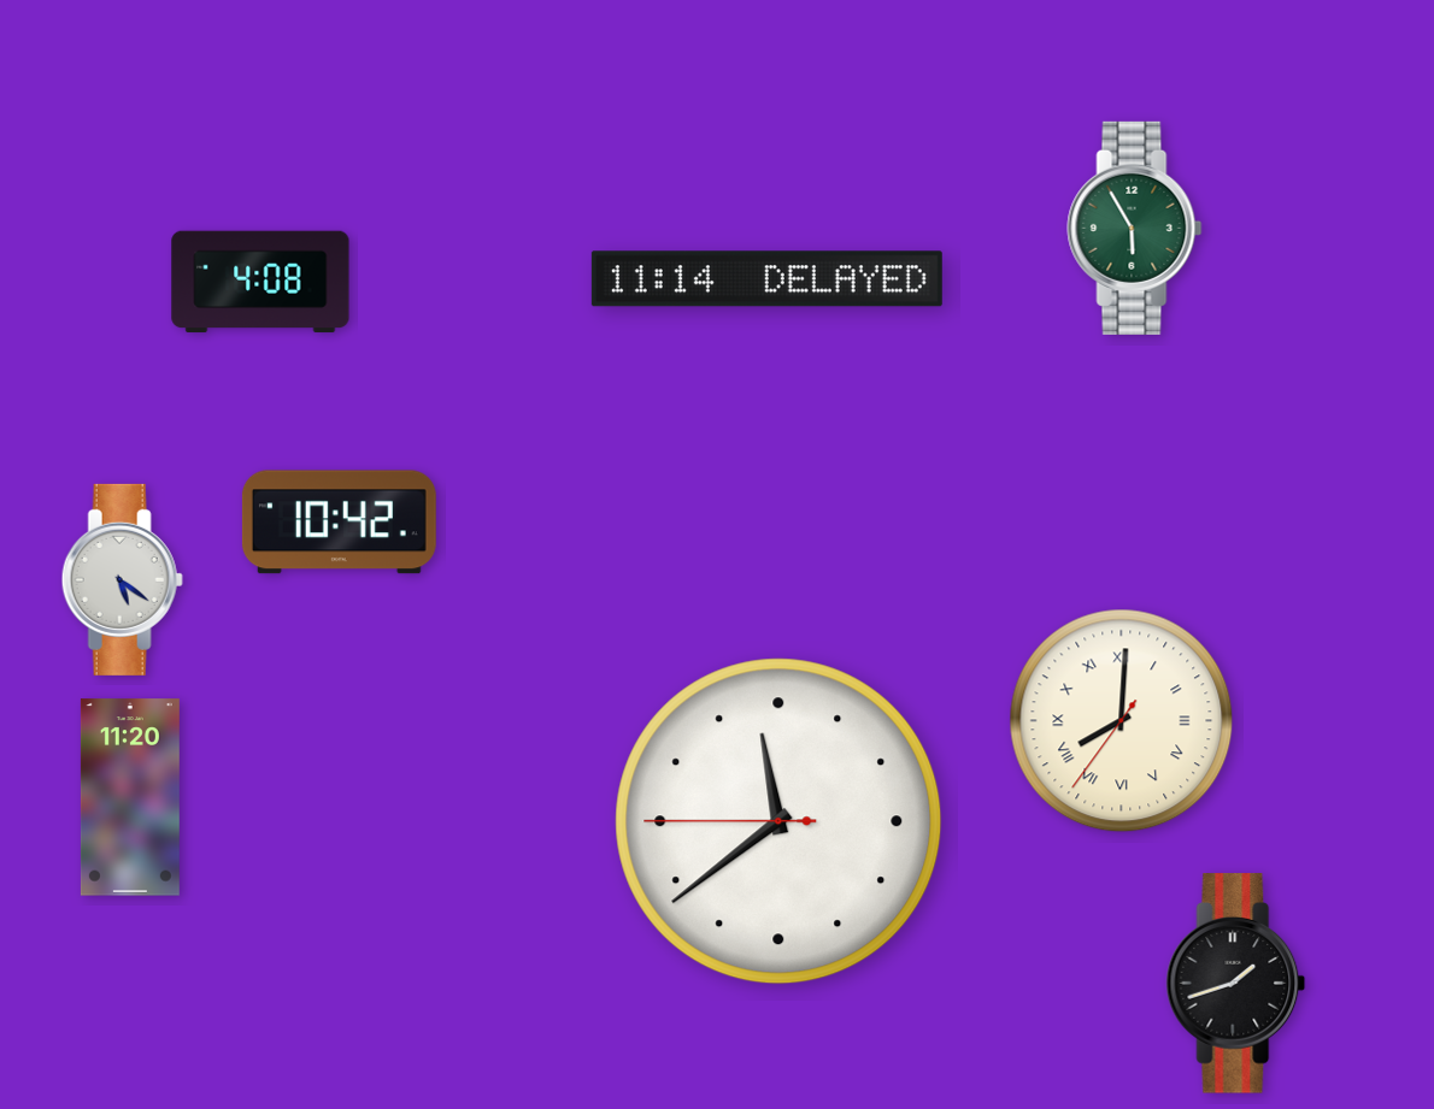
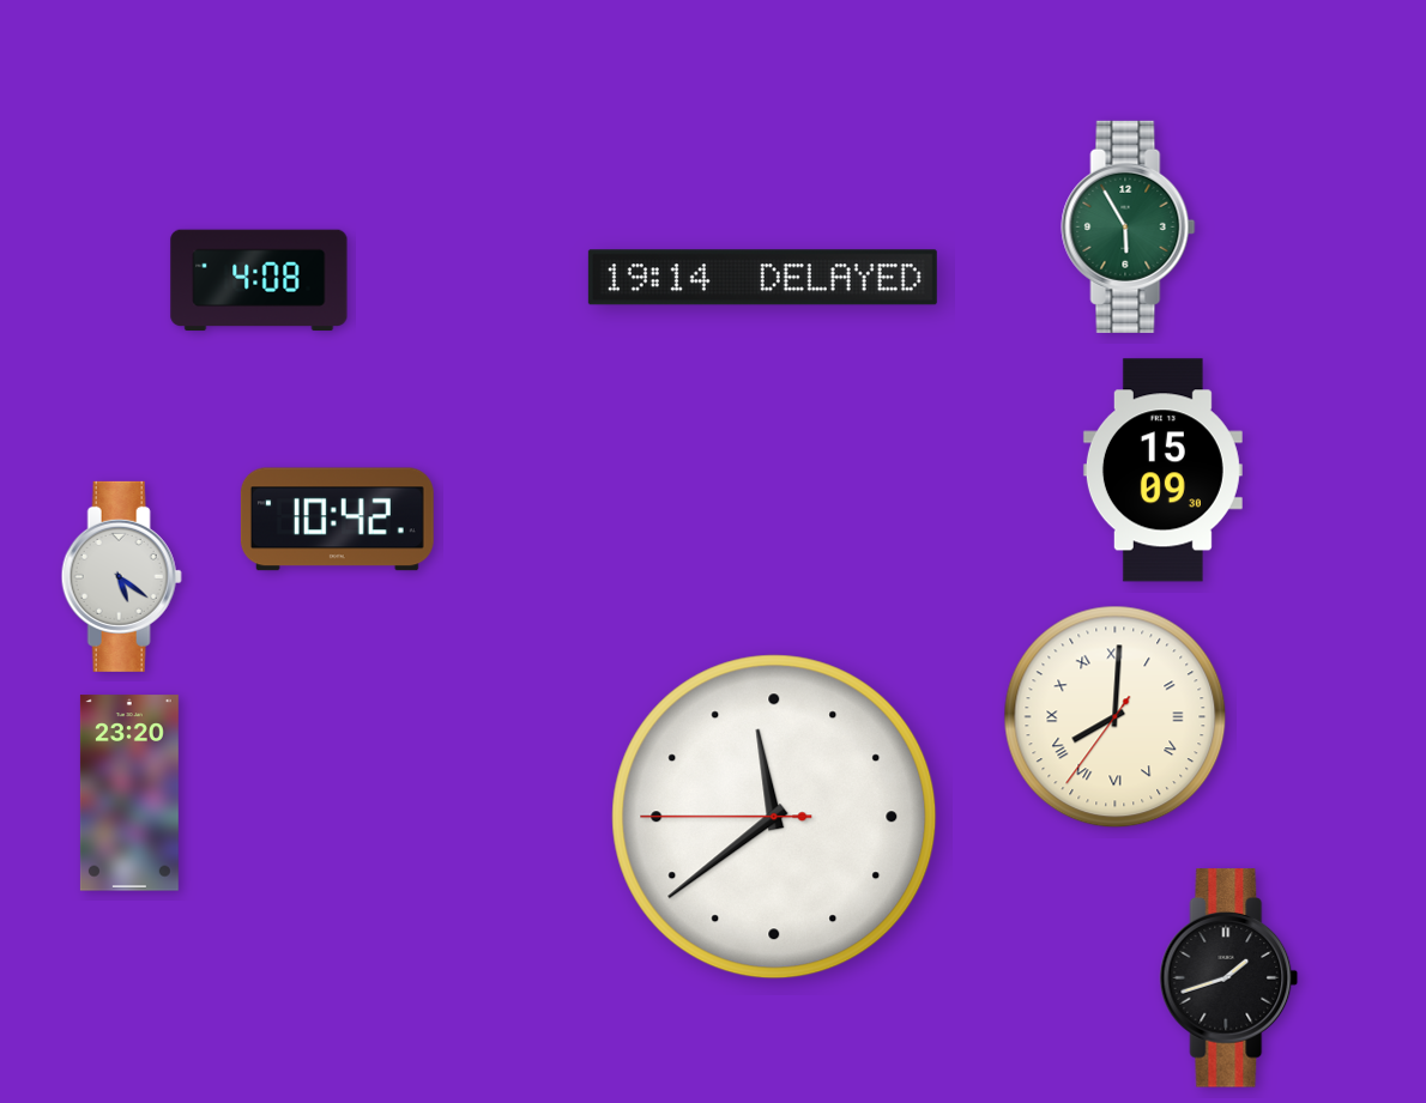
clock at (766, 279): 11:14 -> 19:14
clock at (1162, 471): none -> 15:09
clock at (130, 797): 11:20 -> 23:20
